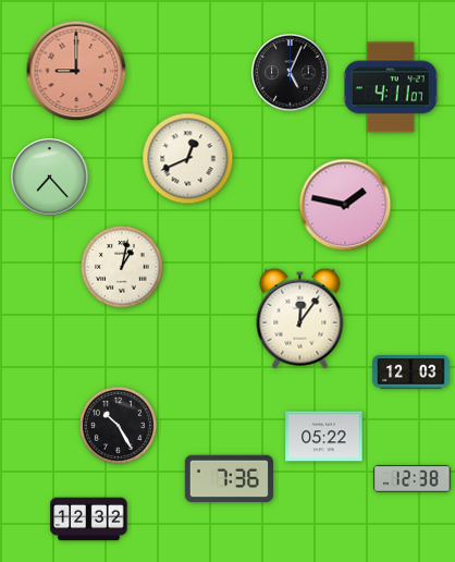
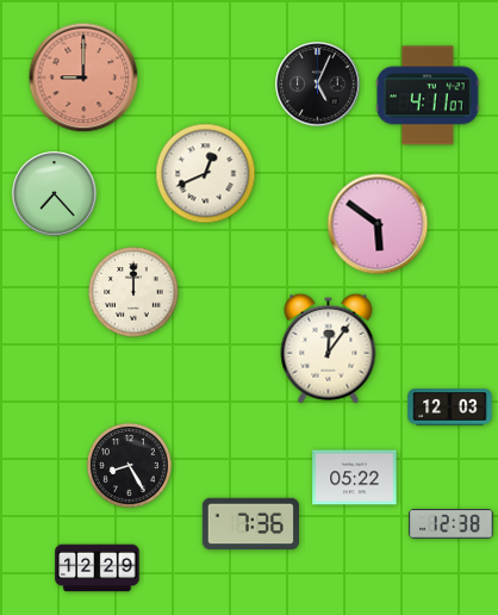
clock at (291, 73) position: (291, 73) -> (318, 85)
clock at (345, 205): 1:47 -> 5:51
clock at (122, 267): 1:02 -> 12:00
clock at (118, 425): 10:25 -> 8:25
clock at (89, 520): 12:32 -> 12:29
